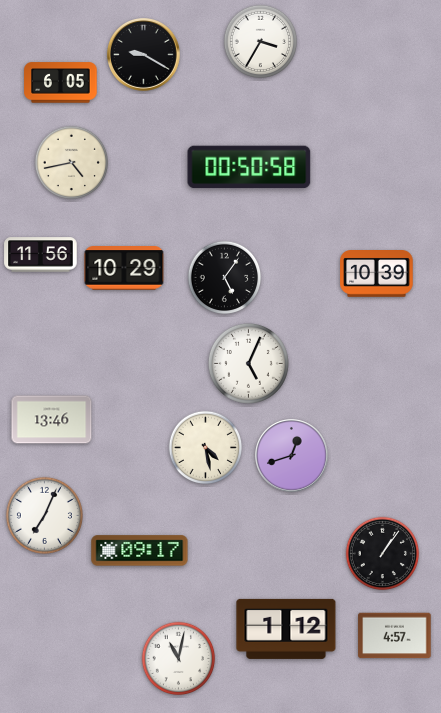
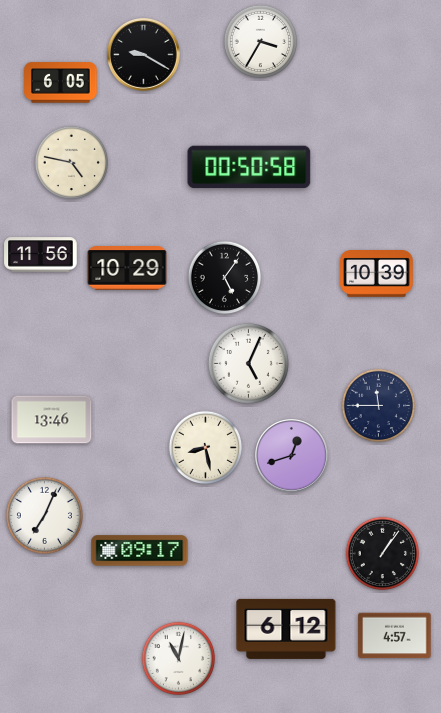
clock at (72, 163): 4:43 -> 4:47
clock at (124, 269) position: (124, 269) -> (127, 269)
clock at (379, 406): none -> 11:45
clock at (206, 448): 4:28 -> 8:28
clock at (286, 629): 1:12 -> 6:12
